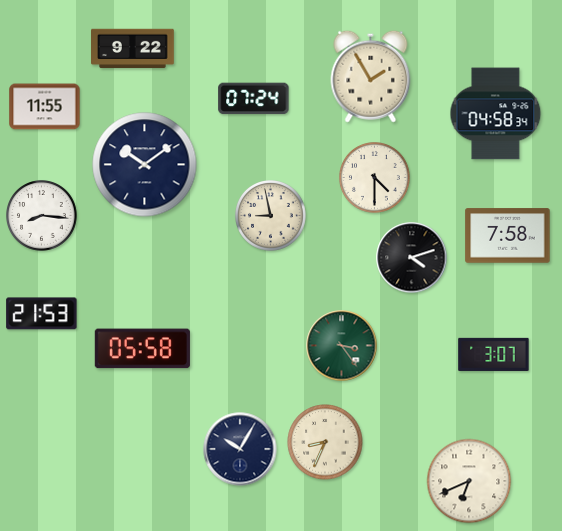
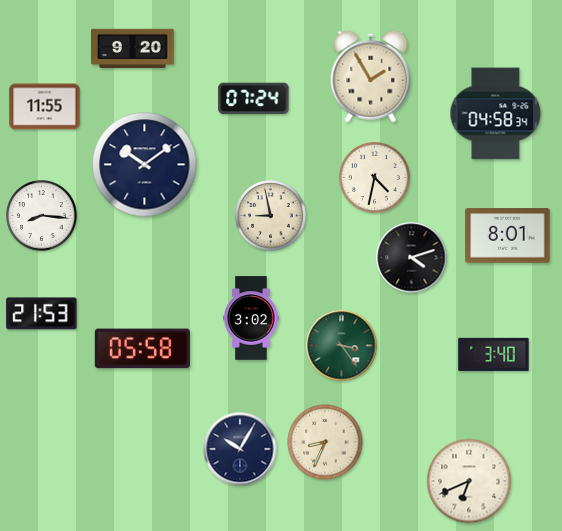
clock at (133, 49): 9:22 -> 9:20
clock at (375, 178): 4:30 -> 4:32
clock at (508, 236): 7:58 -> 8:01
clock at (251, 318): none -> 3:02
clock at (494, 354): 3:07 -> 3:40
